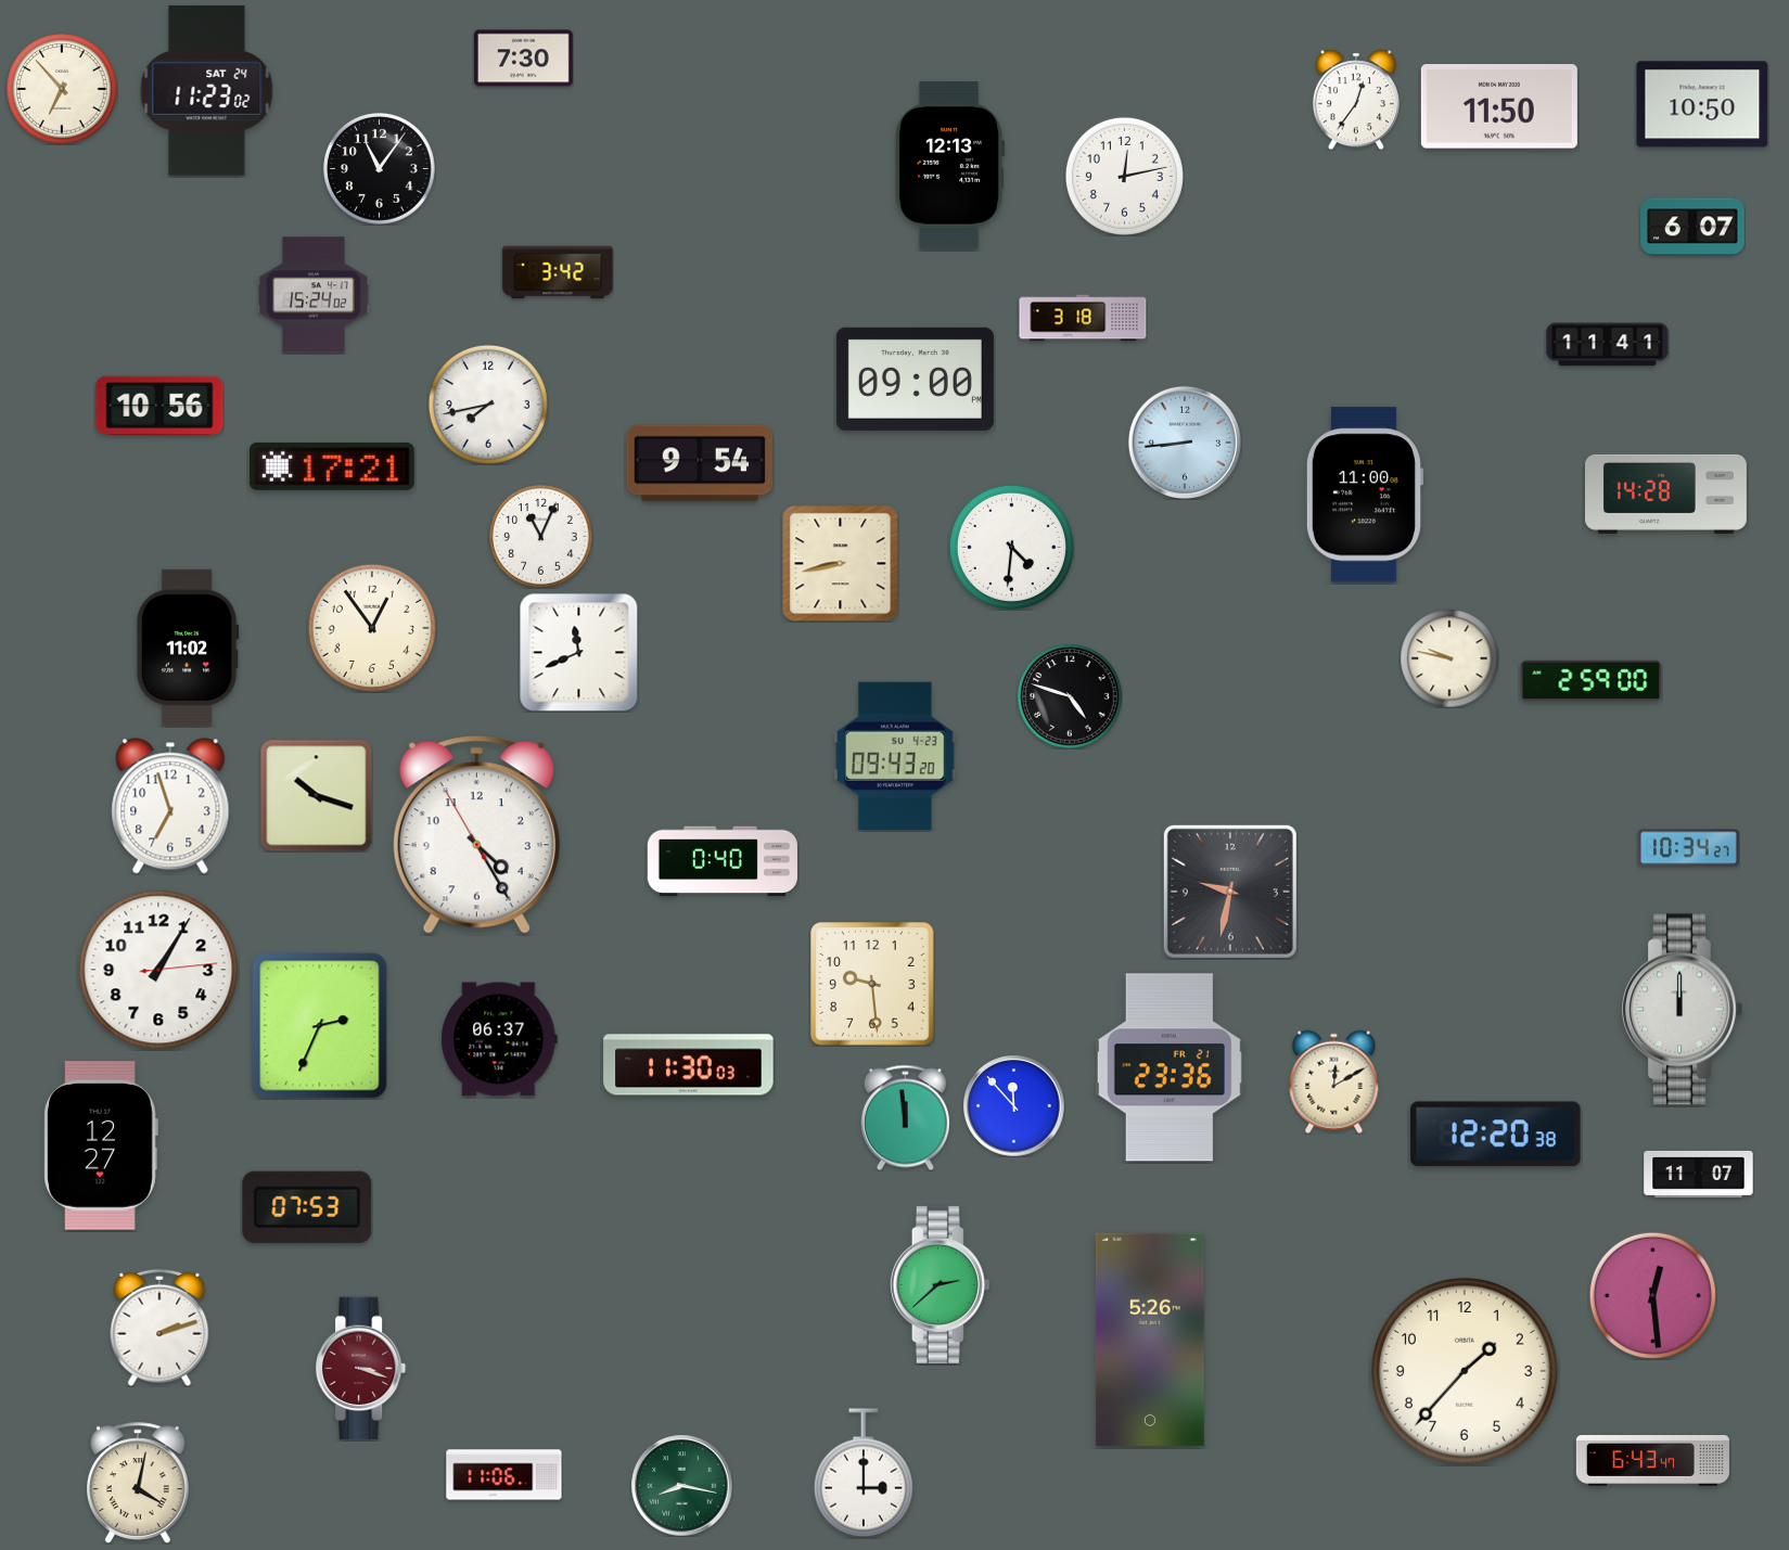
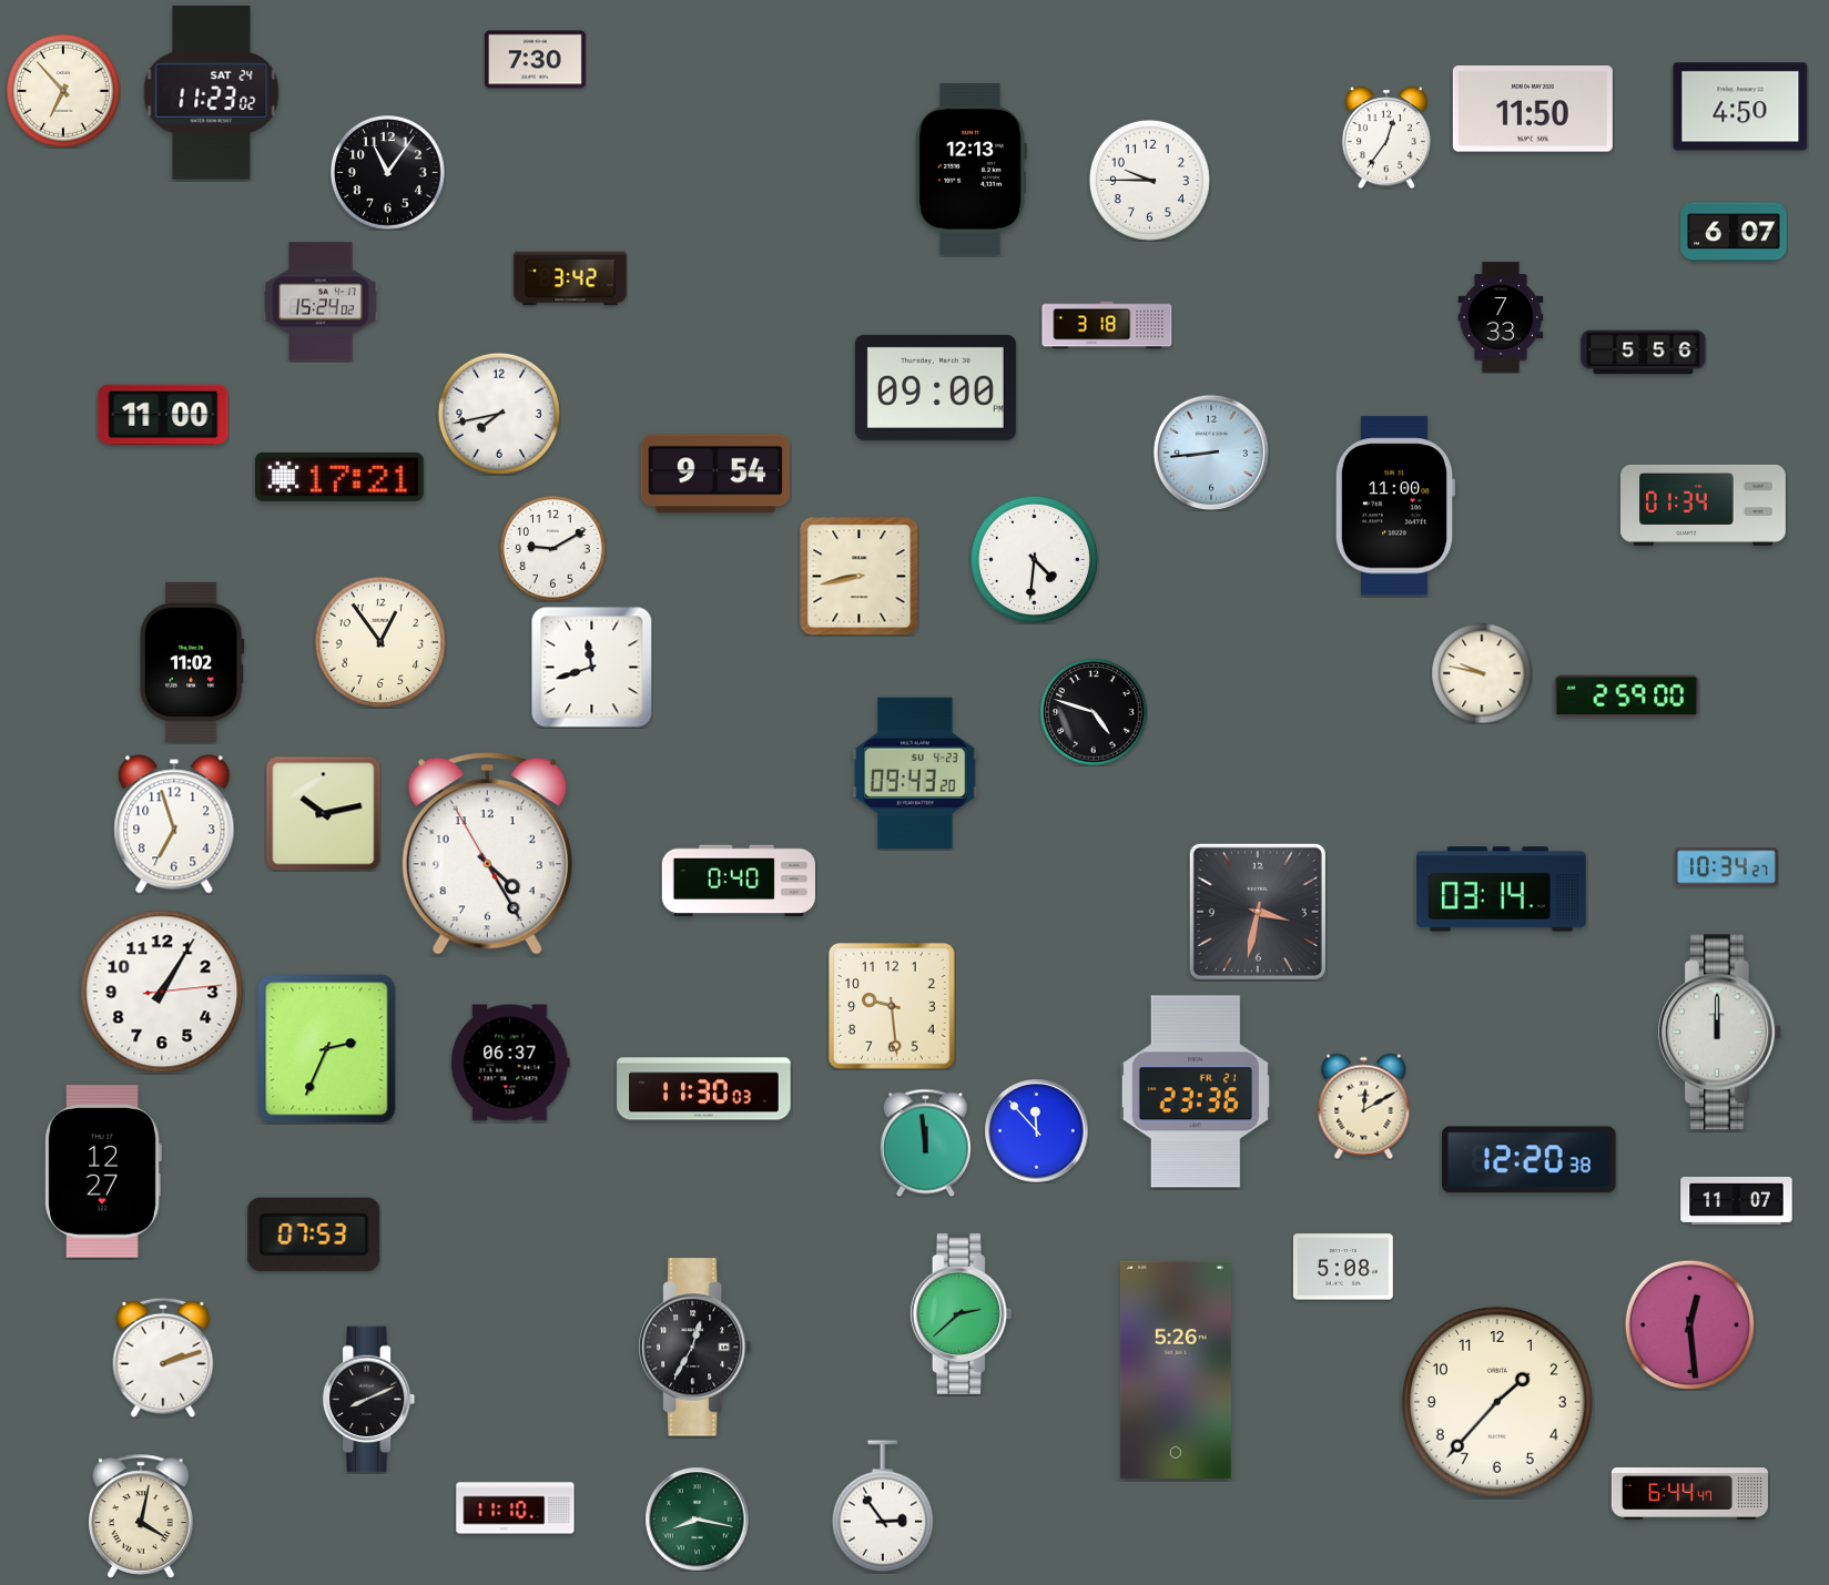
clock at (1356, 100) position: (1356, 100) -> (1386, 138)
clock at (1702, 104): 10:50 -> 4:50
clock at (1124, 176): 12:13 -> 9:45
clock at (1692, 227) position: (1692, 227) -> (1734, 232)
clock at (1501, 317): none -> 7:33
clock at (1608, 345): 11:41 -> 5:56
clock at (159, 405): 10:56 -> 11:00
clock at (1666, 494): 14:28 -> 01:34
clock at (540, 536): 11:04 -> 9:10
clock at (578, 652): 11:41 -> 11:42
clock at (316, 795): 10:18 -> 10:13
clock at (1502, 890): none -> 03:14
clock at (1230, 892): 9:32 -> 3:32
clock at (1343, 1267): none -> 5:08
clock at (695, 1348): none -> 12:35
clock at (361, 1369): 3:18 -> 8:11
clock at (361, 1369) dial: burgundy -> black
clock at (1652, 1461): 6:43 -> 6:44
clock at (864, 1473): 3:00 -> 2:54
clock at (504, 1475): 11:06 -> 11:10
